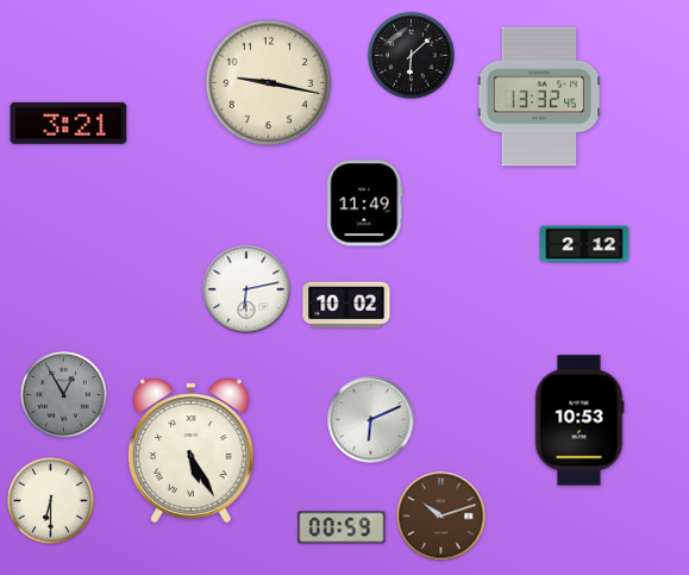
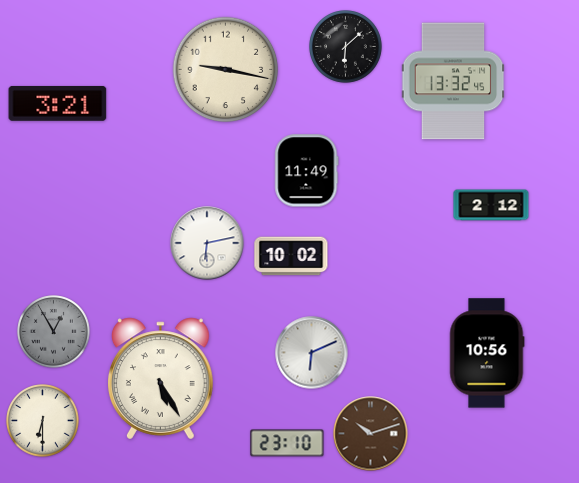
clock at (580, 420): 10:53 -> 10:56
clock at (342, 527): 00:59 -> 23:10
